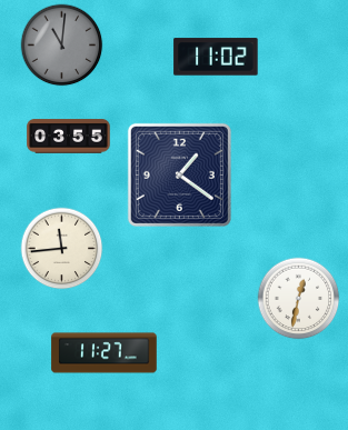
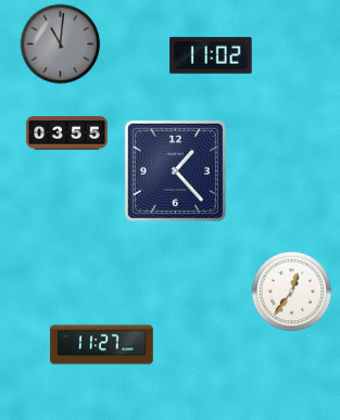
clock at (179, 174): 1:21 -> 1:23
clock at (62, 249): 11:44 -> none
clock at (299, 299): 12:32 -> 12:36
